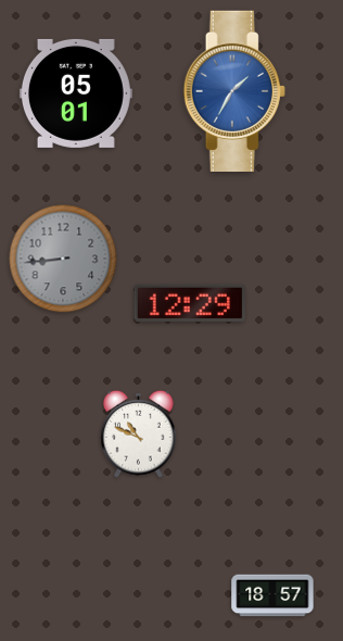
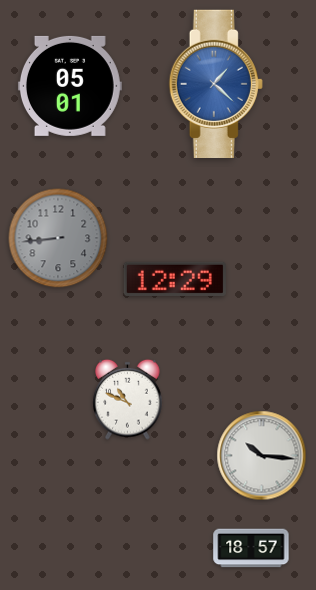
clock at (234, 90): 1:35 -> 1:22
clock at (262, 456): none -> 10:16
